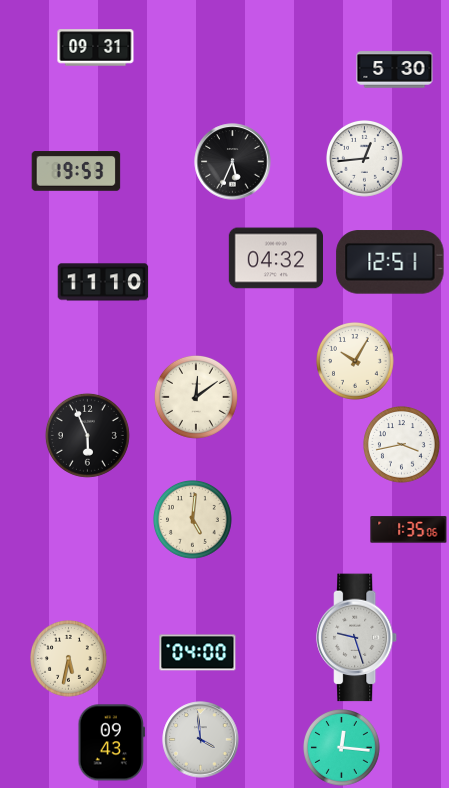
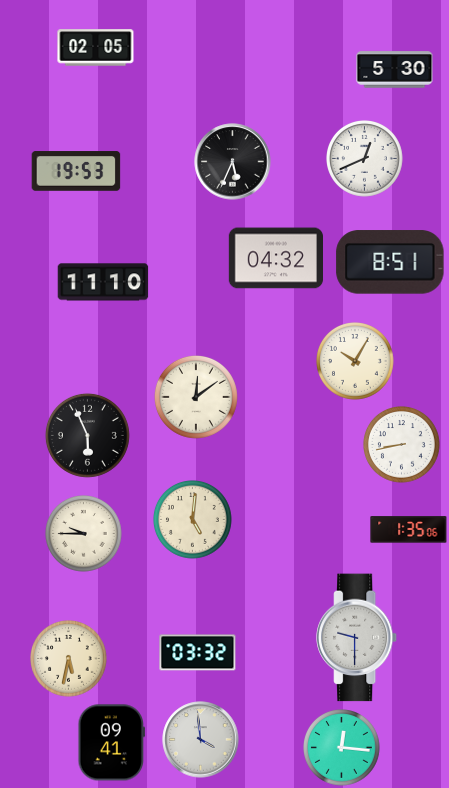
clock at (96, 48): 09:31 -> 02:05
clock at (365, 159): 12:44 -> 12:41
clock at (390, 262): 12:51 -> 8:51
clock at (402, 445): 3:43 -> 8:43
clock at (84, 534): none -> 9:45
clock at (357, 638): 9:27 -> 9:30
clock at (198, 653): 04:00 -> 03:32
clock at (111, 743): 09:43 -> 09:41
